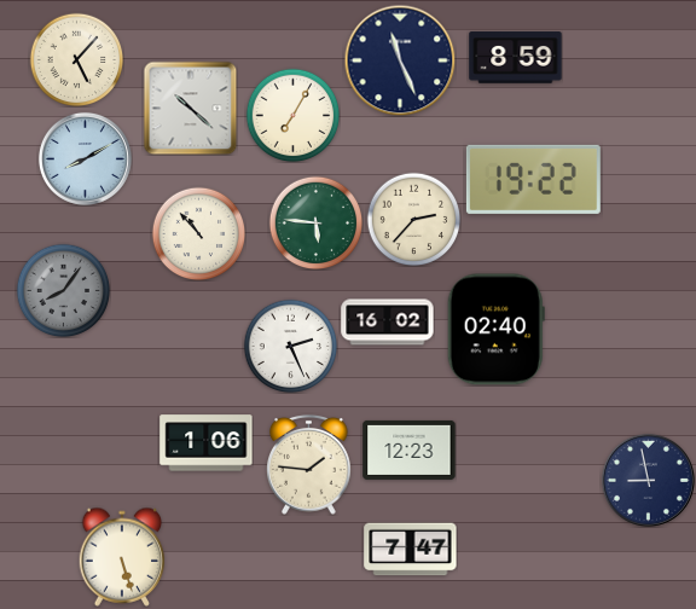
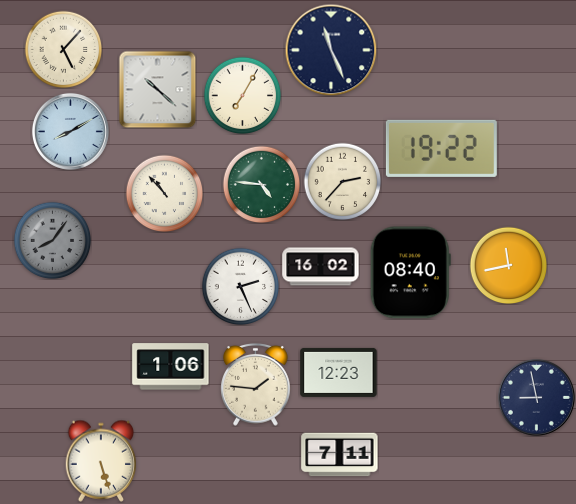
clock at (516, 58): 8:59 -> none
clock at (315, 222): 5:46 -> 4:46
clock at (508, 265): none -> 11:43
clock at (495, 330): 02:40 -> 08:40
clock at (411, 550): 7:47 -> 7:11
